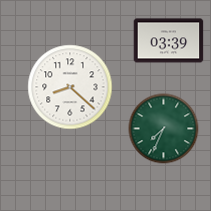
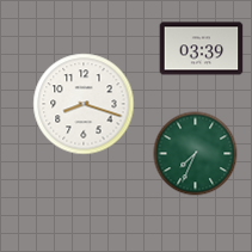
clock at (70, 87): 8:22 -> 8:18
